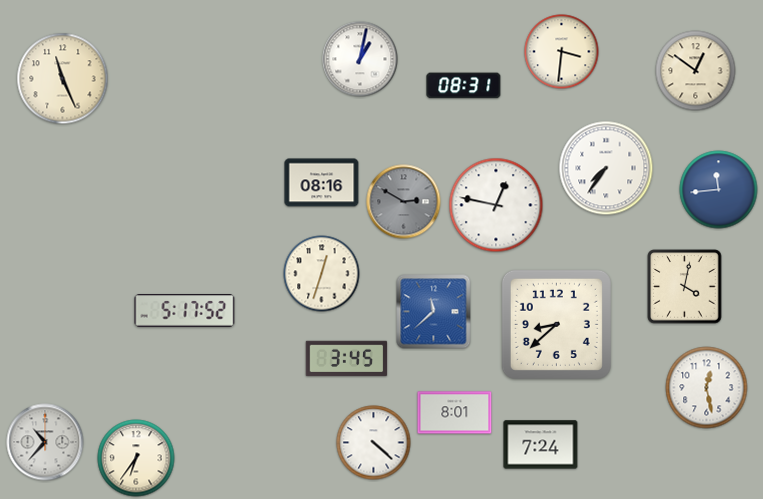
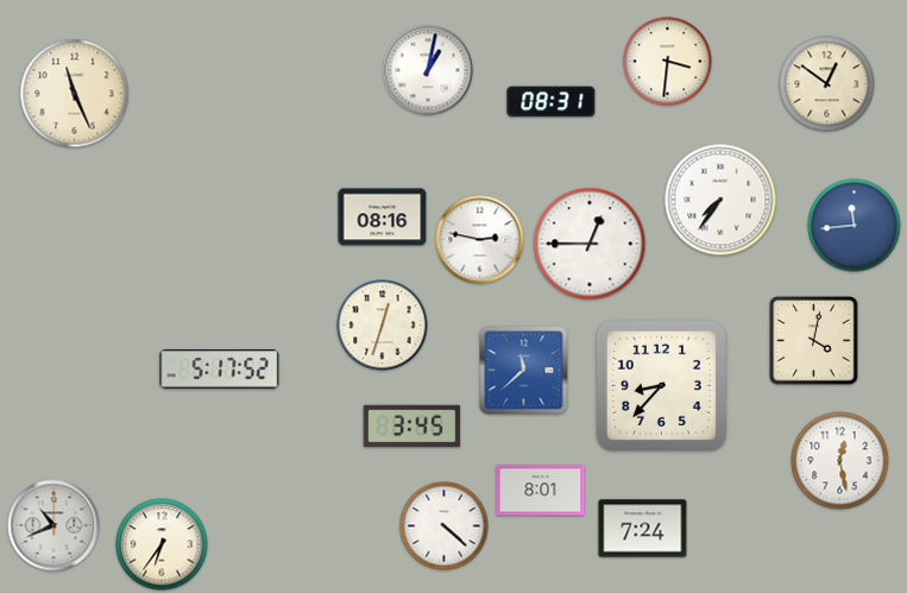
clock at (404, 202): 2:50 -> 2:47
clock at (404, 202) dial: grey -> white
clock at (496, 205): 12:47 -> 12:45
clock at (434, 312) position: (434, 312) -> (524, 371)
clock at (556, 324): 8:38 -> 8:37
clock at (45, 442): 10:37 -> 10:41
